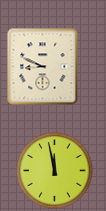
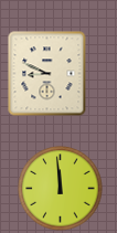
clock at (55, 171): 11:58 -> 11:59
